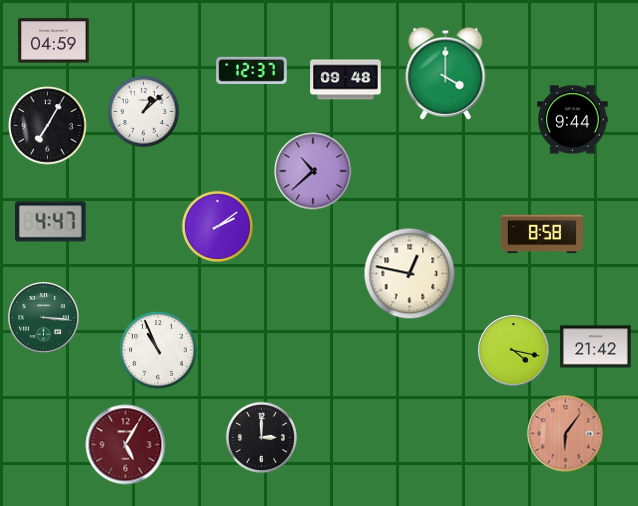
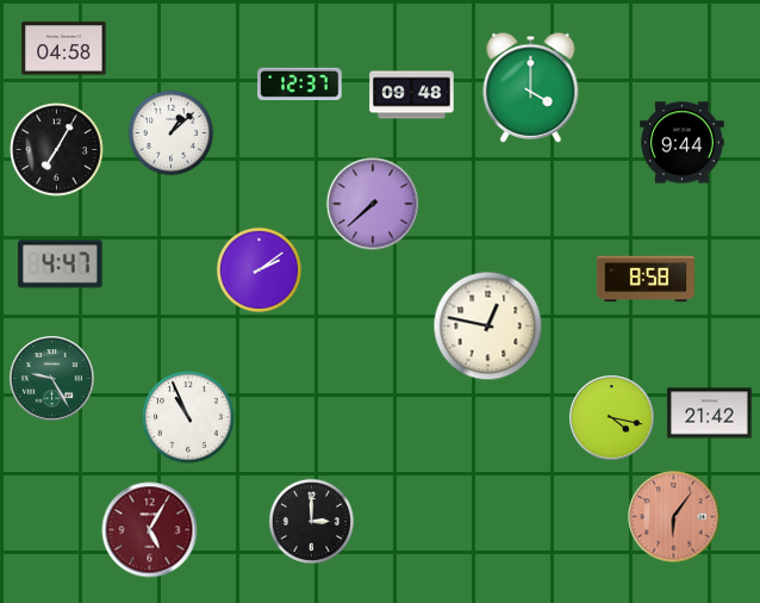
clock at (54, 41): 04:59 -> 04:58
clock at (313, 171): 10:38 -> 7:38
clock at (44, 318): 3:16 -> 9:25
